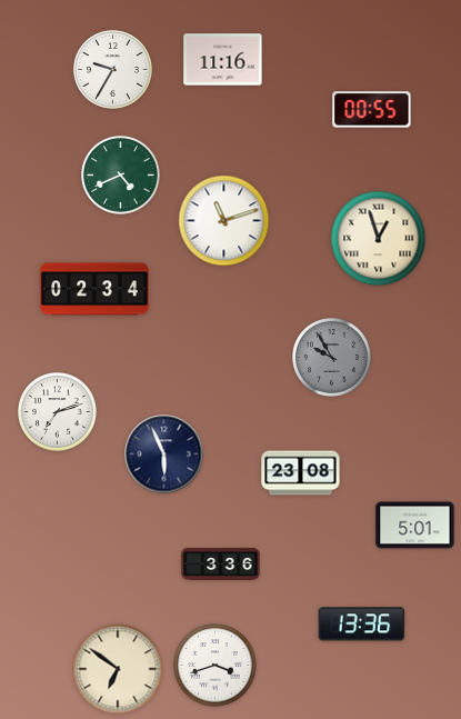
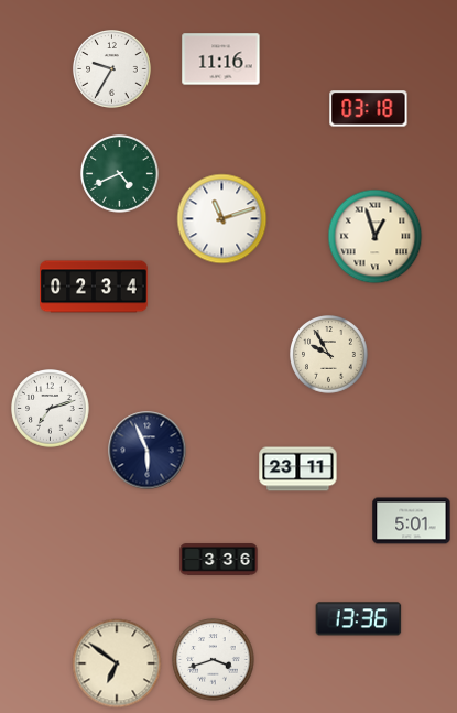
clock at (372, 110): 00:55 -> 03:18
clock at (332, 358) dial: grey -> cream
clock at (58, 412) position: (58, 412) -> (51, 409)
clock at (164, 455) position: (164, 455) -> (148, 451)
clock at (301, 473): 23:08 -> 23:11
